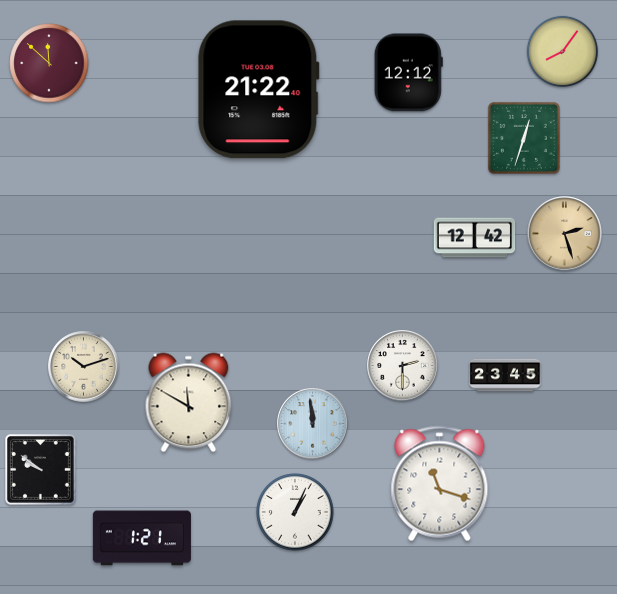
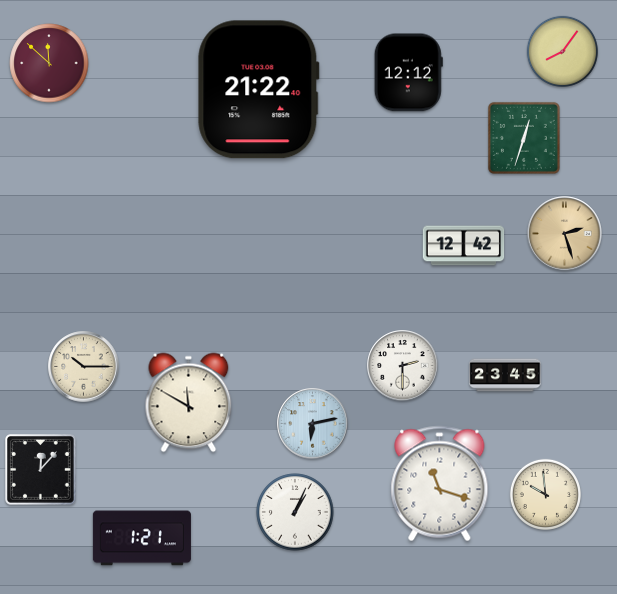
clock at (475, 238) position: (475, 238) -> (464, 246)
clock at (84, 367): 10:12 -> 10:15
clock at (313, 424): 11:59 -> 6:13
clock at (41, 470): 9:51 -> 12:07
clock at (545, 494): none -> 9:59
